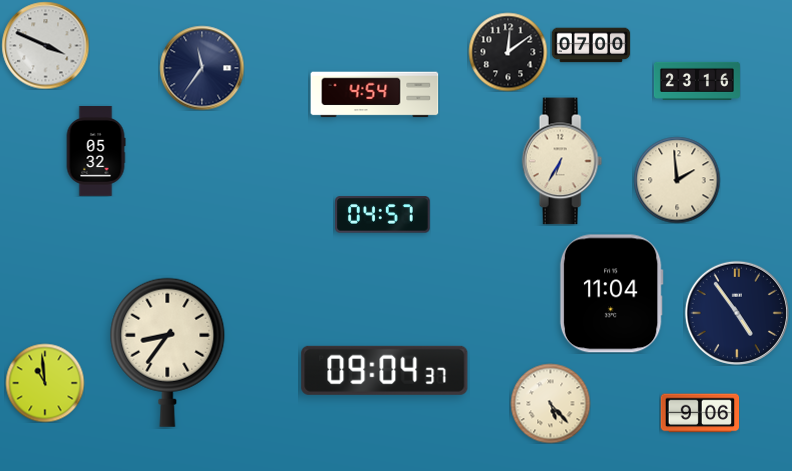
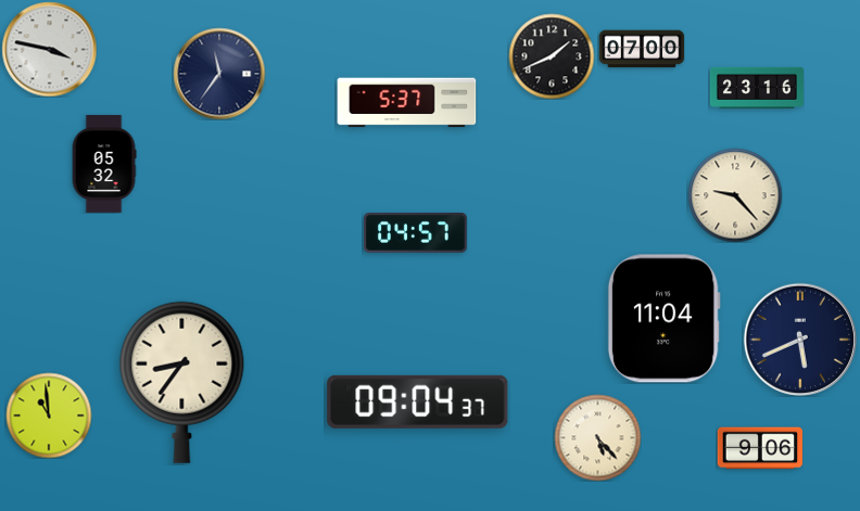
clock at (45, 45): 3:49 -> 3:47
clock at (508, 52): 12:09 -> 1:41
clock at (375, 95): 4:54 -> 5:37
clock at (562, 161): 6:35 -> none
clock at (677, 180): 1:59 -> 9:23
clock at (737, 313): 4:54 -> 5:41
